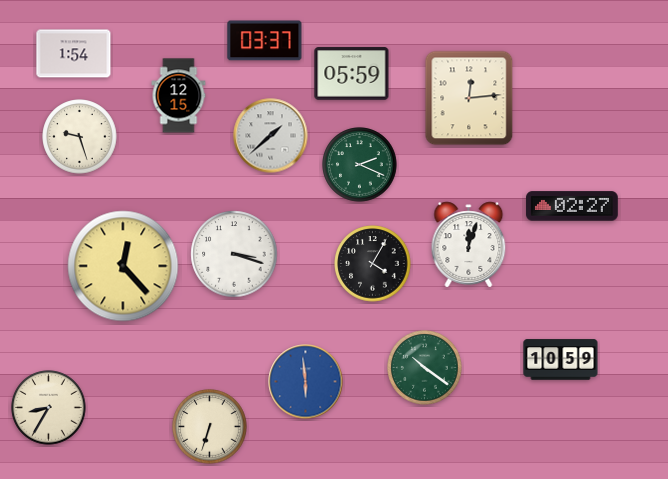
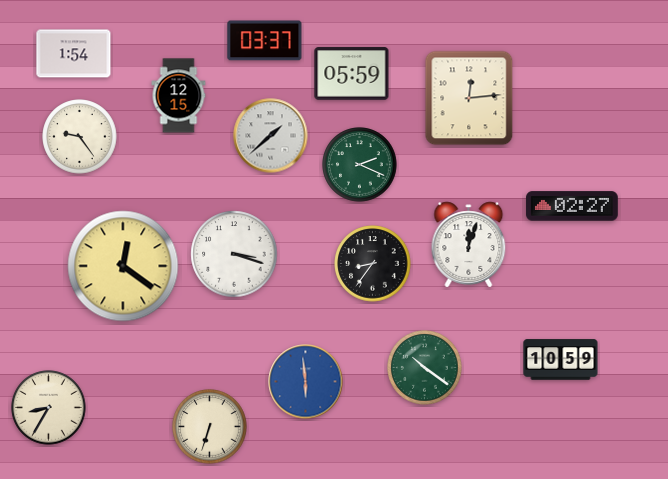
clock at (80, 137): 9:27 -> 9:24
clock at (373, 264): 4:05 -> 8:36
clock at (123, 266): 12:23 -> 12:21
